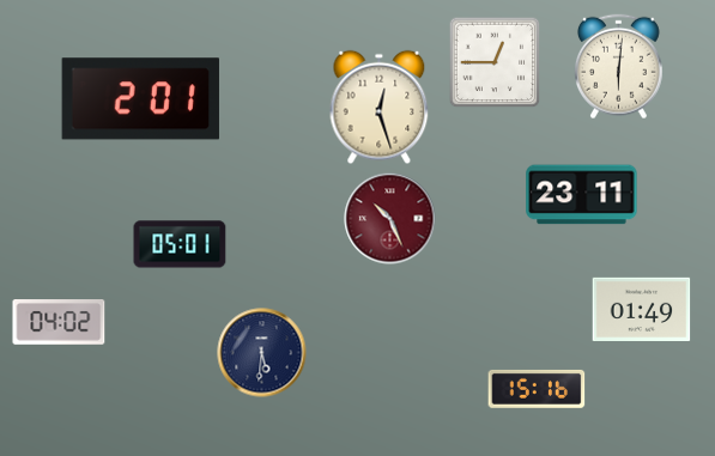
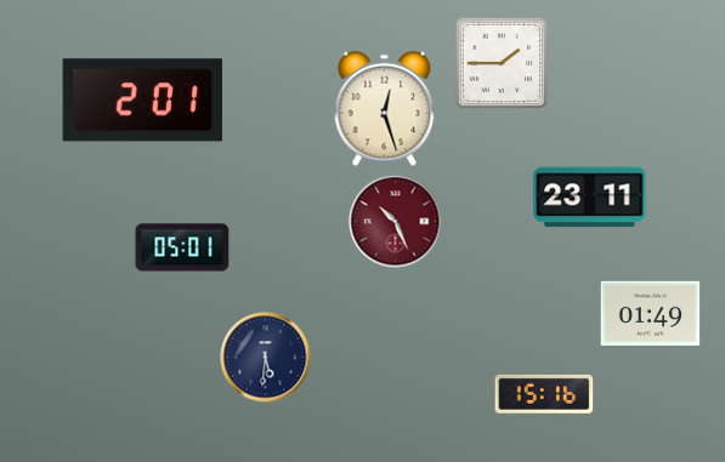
clock at (495, 62): 12:45 -> 1:45
clock at (618, 67): 6:01 -> none
clock at (59, 322): 04:02 -> none
